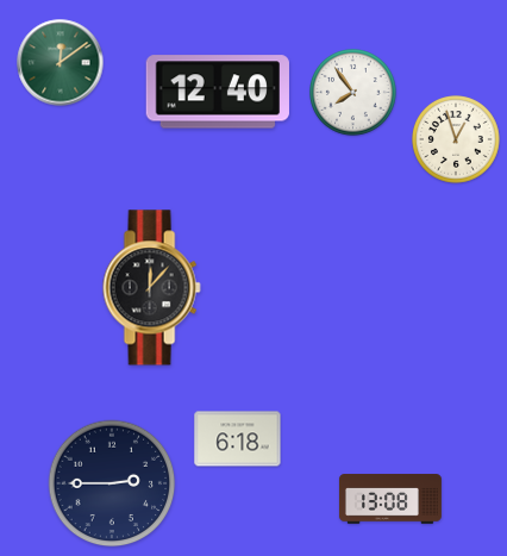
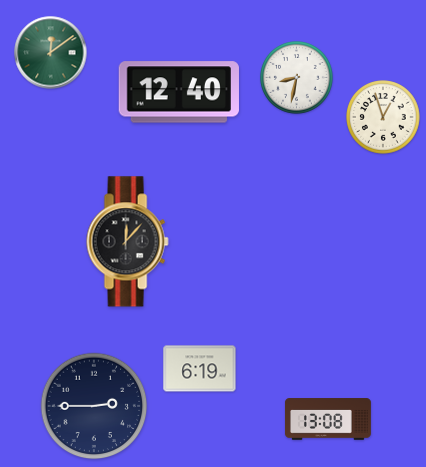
clock at (218, 92) position: (218, 92) -> (179, 92)
clock at (353, 93): 7:54 -> 8:32
clock at (238, 439): 6:18 -> 6:19
